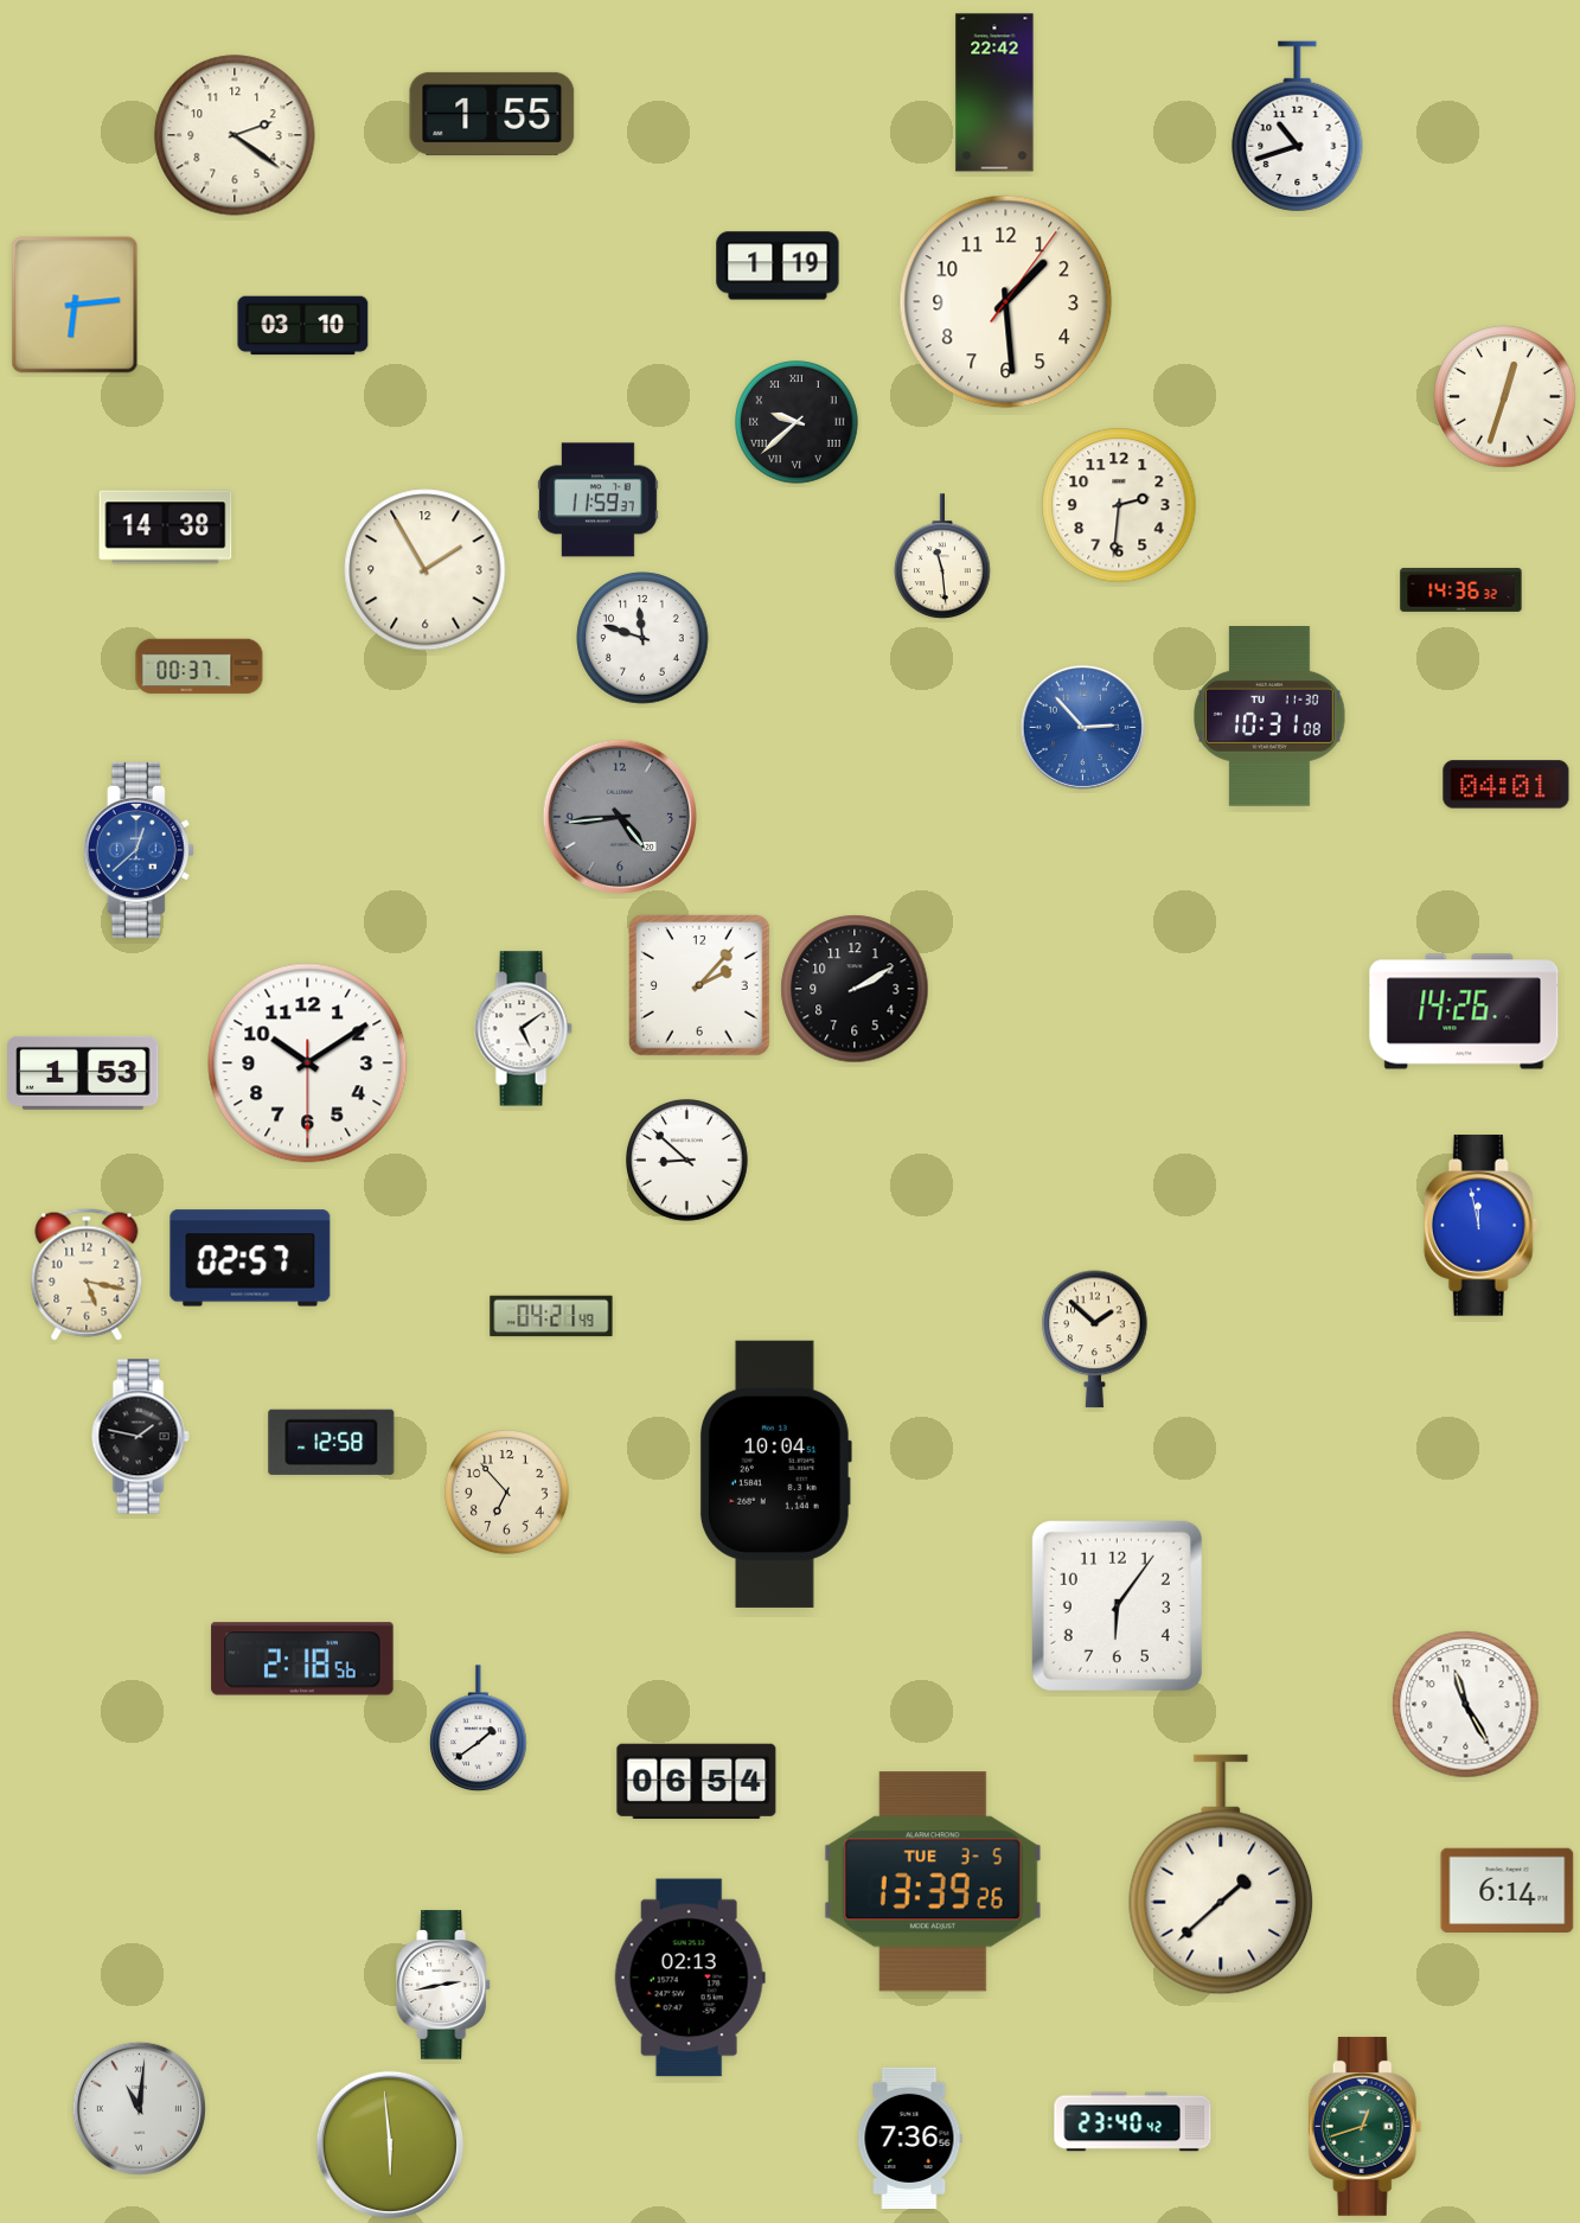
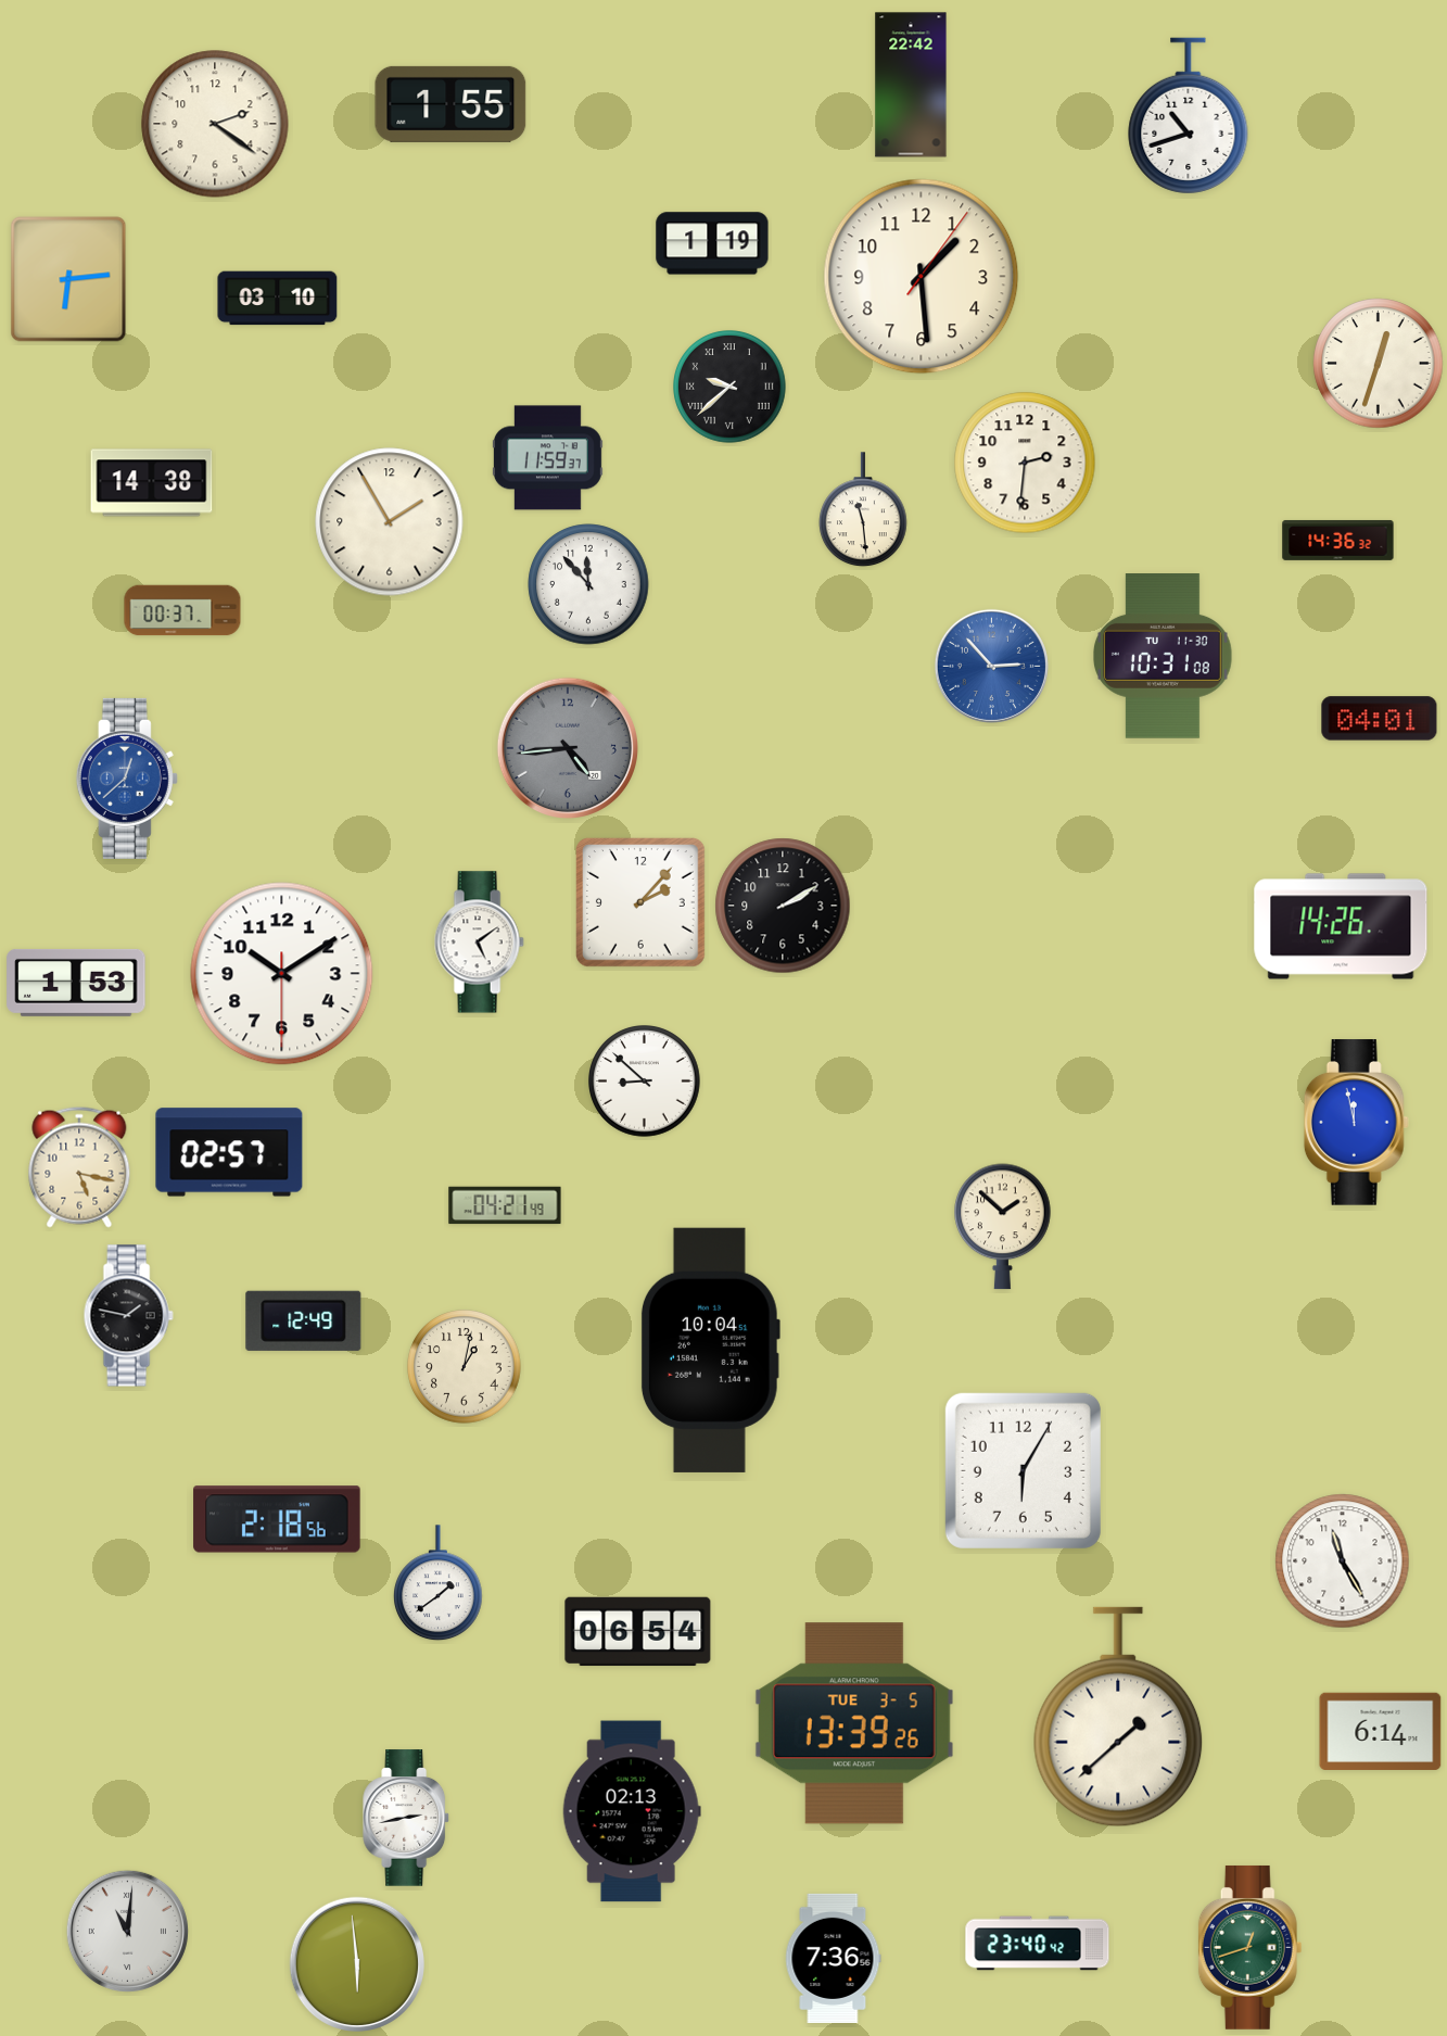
clock at (642, 638): 11:48 -> 11:53
clock at (687, 1161) position: (687, 1161) -> (645, 1082)
clock at (332, 1442): 12:58 -> 12:49
clock at (507, 1493): 6:53 -> 1:02
clock at (1117, 1605): 6:06 -> 6:05
